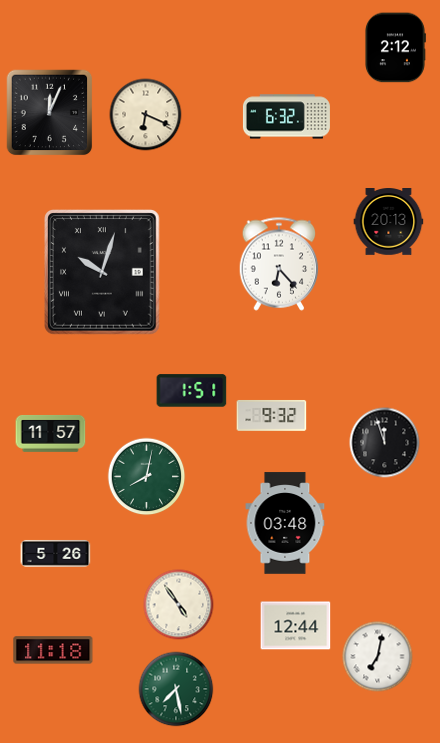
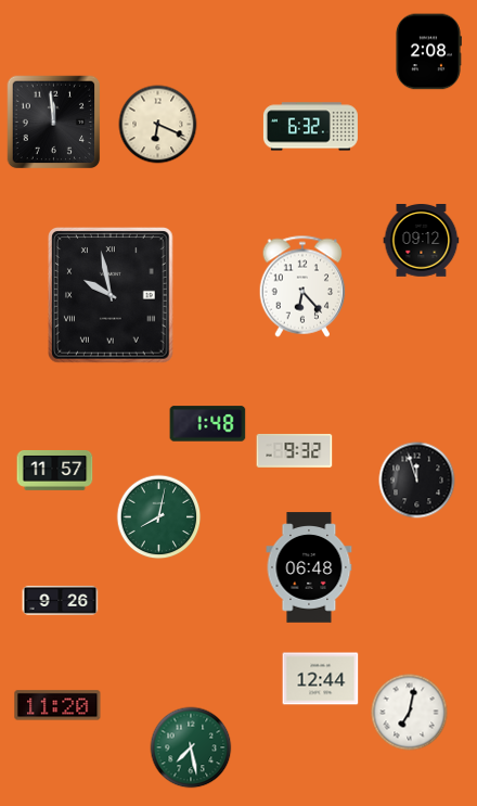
clock at (396, 48): 2:12 -> 2:08
clock at (50, 113): 12:04 -> 11:59
clock at (389, 222): 20:13 -> 09:12
clock at (103, 273): 10:03 -> 9:58
clock at (192, 391): 1:51 -> 1:48
clock at (285, 523): 03:48 -> 06:48
clock at (56, 553): 5:26 -> 9:26
clock at (179, 605): 4:54 -> none
clock at (53, 650): 11:18 -> 11:20
